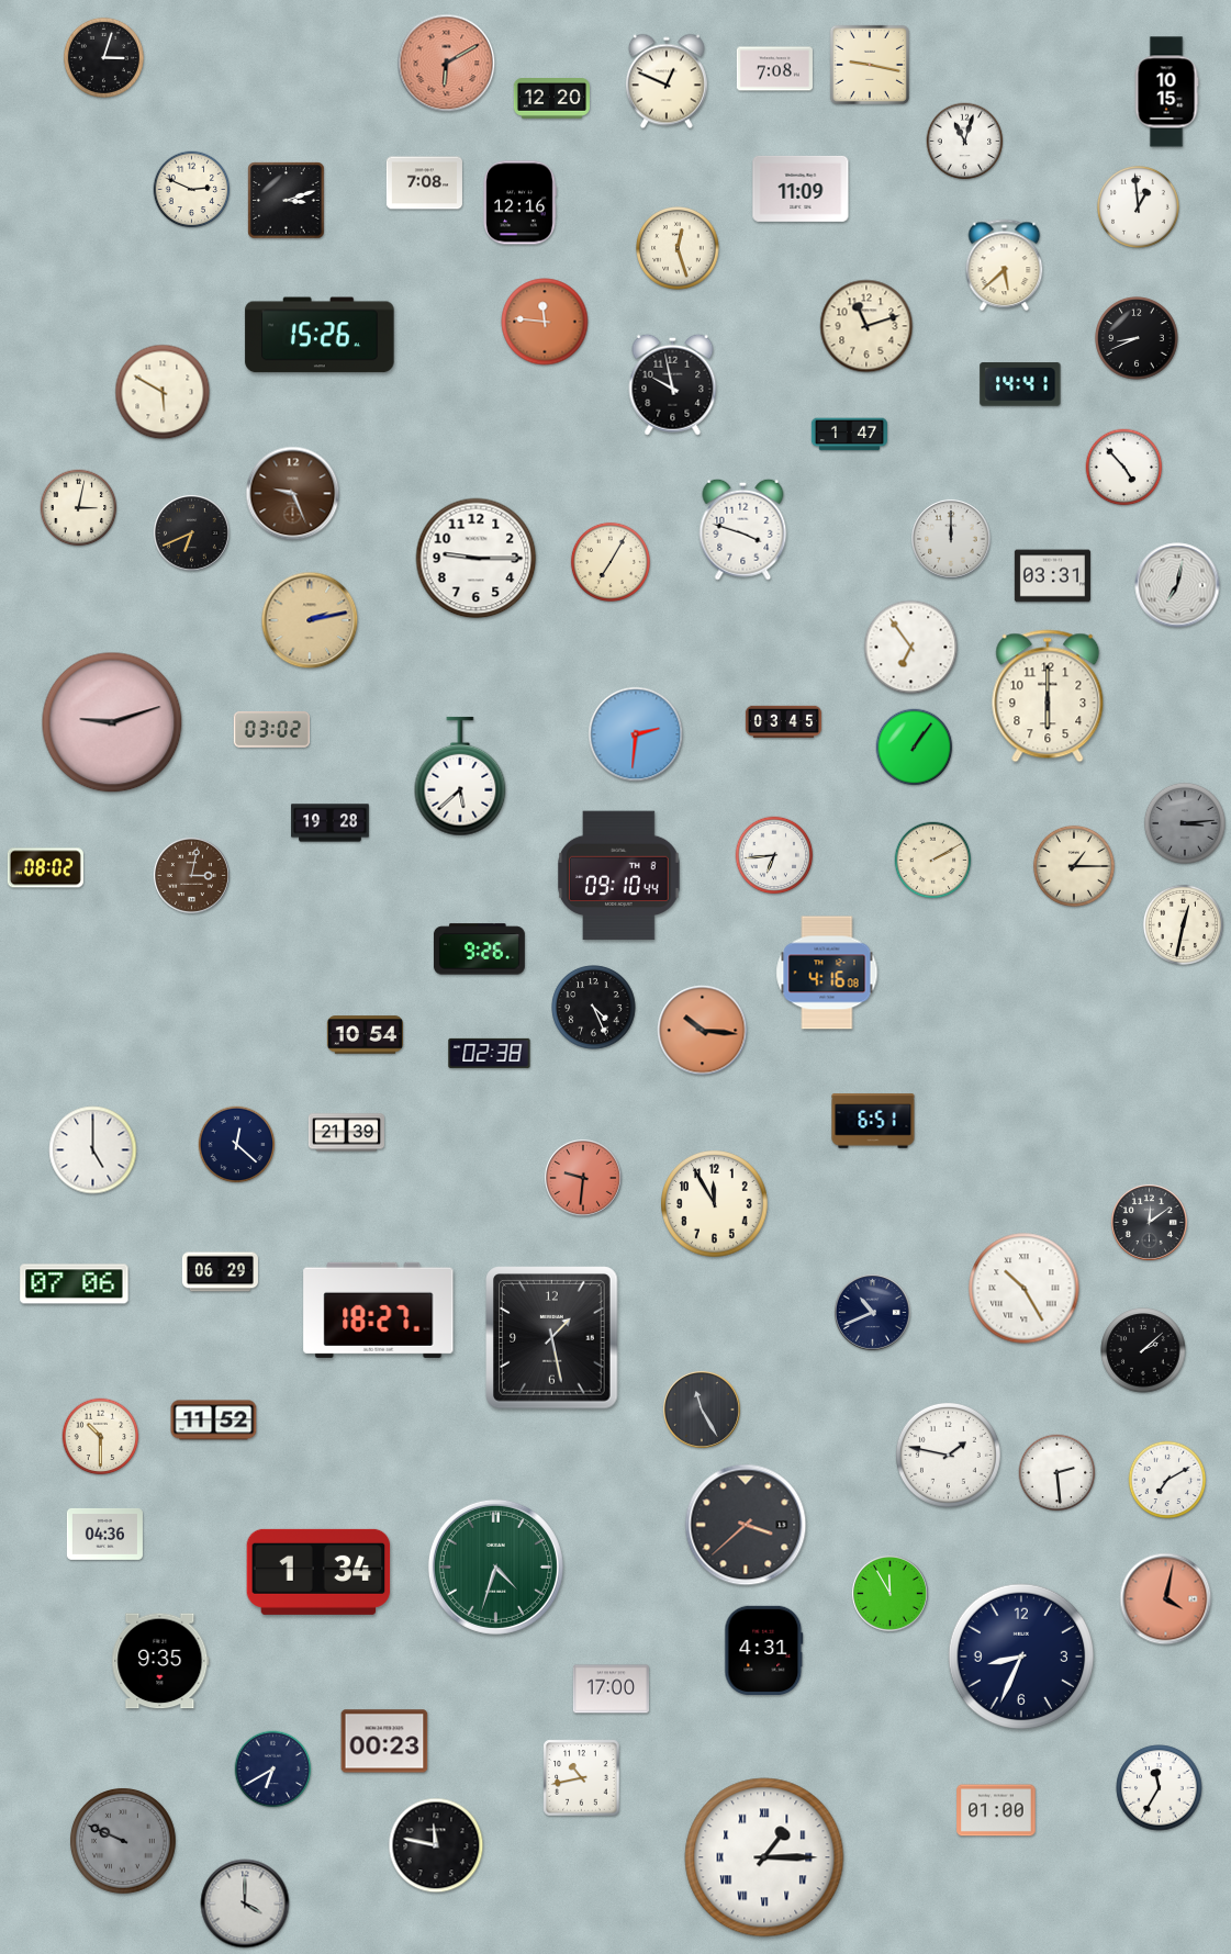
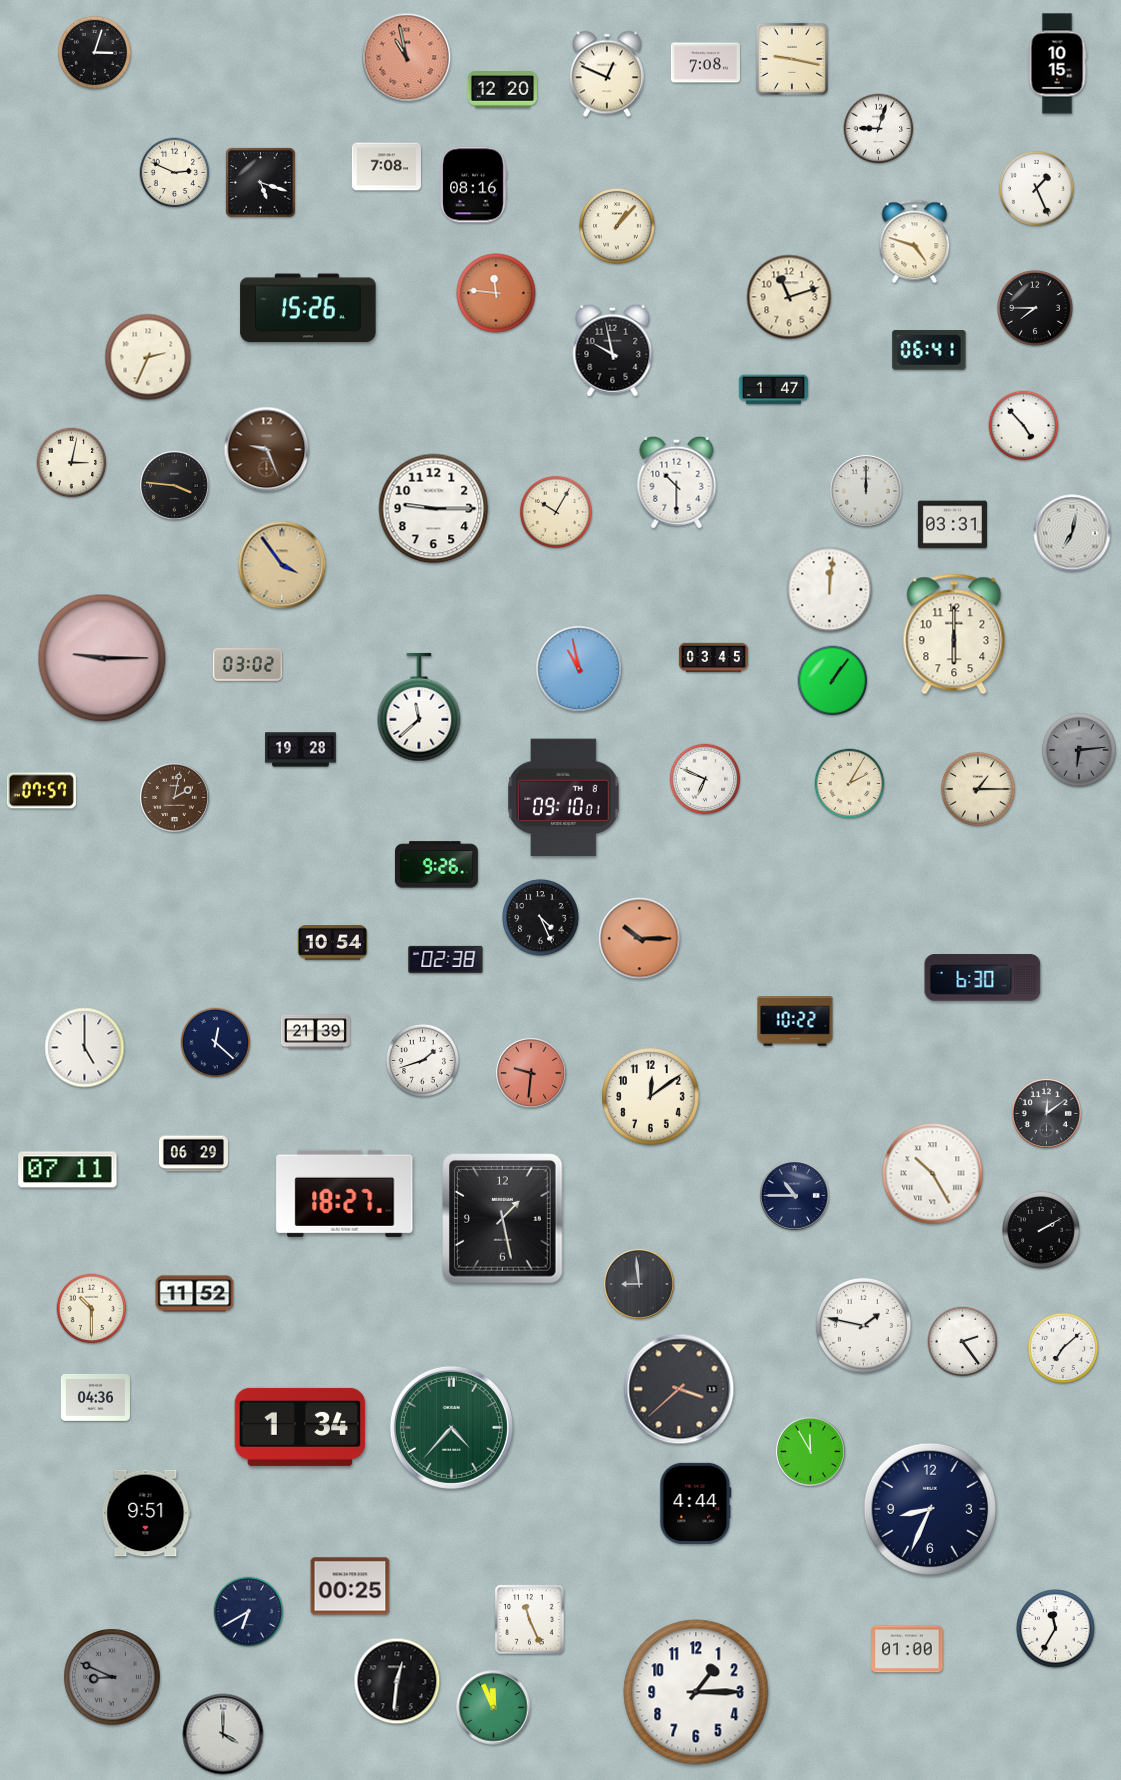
clock at (447, 64): 6:10 -> 10:58
clock at (1166, 92) position: (1166, 92) -> (1057, 64)
clock at (965, 142): 11:03 -> 9:03
clock at (801, 189): 11:09 -> none
clock at (287, 201): 3:12 -> 5:18
clock at (519, 203): 12:16 -> 08:16
clock at (1139, 207): 12:59 -> 1:26
clock at (678, 248): 12:27 -> 1:07
clock at (1005, 266): 5:38 -> 4:48
clock at (320, 335) position: (320, 335) -> (308, 308)
clock at (1137, 338): 8:41 -> 7:45
clock at (1020, 384): 14:41 -> 06:41
clock at (163, 392): 5:50 -> 2:34
clock at (849, 435) position: (849, 435) -> (773, 390)
clock at (743, 529): 3:48 -> 10:30
clock at (191, 532): 6:41 -> 3:46
clock at (611, 562): 7:05 -> 10:05
clock at (1052, 576) position: (1052, 576) -> (952, 525)
clock at (310, 620): 2:13 -> 3:54
clock at (911, 648): 6:54 -> 12:01
clock at (112, 722): 9:12 -> 9:15
clock at (636, 734): 2:31 -> 10:58
clock at (460, 776): 5:38 -> 11:38
clock at (1185, 823): 3:14 -> 6:14
clock at (774, 855): 6:44 -> 6:49
clock at (933, 861): 2:10 -> 2:05
clock at (45, 868): 08:02 -> 07:57
clock at (191, 875): 3:02 -> 2:02
clock at (619, 876): 09:10:44 -> 09:10:01
clock at (1183, 924): 12:32 -> none
clock at (827, 973): 4:16 -> none
clock at (703, 1031): 10:16 -> 10:15
clock at (983, 978): none -> 6:30
clock at (873, 1121): 6:51 -> 10:22
clock at (422, 1060): none -> 1:42
clock at (715, 1204): 11:55 -> 12:09
clock at (220, 1272) position: (220, 1272) -> (193, 1154)
clock at (75, 1284): 07:06 -> 07:11
clock at (872, 1312): 10:41 -> 10:45
clock at (1143, 1350): 2:08 -> 2:10
clock at (703, 1411): 11:25 -> 8:59
clock at (1057, 1473): 2:29 -> 2:24
clock at (1167, 1480): 7:10 -> 7:08
clock at (495, 1566): 4:33 -> 4:37
clock at (318, 1572) position: (318, 1572) -> (300, 1427)
clock at (1166, 1599): 4:02 -> none
clock at (764, 1650): 4:31 -> 4:44
clock at (160, 1661): 9:35 -> 9:51
clock at (611, 1689): 17:00 -> none
clock at (384, 1741): 00:23 -> 00:25
clock at (582, 1778): 10:43 -> 11:26
clock at (124, 1842): 9:49 -> 8:49
clock at (436, 1845): 11:47 -> 12:31
clock at (764, 1857) numerals: Roman -> Arabic
clock at (494, 1708): none -> 11:56
